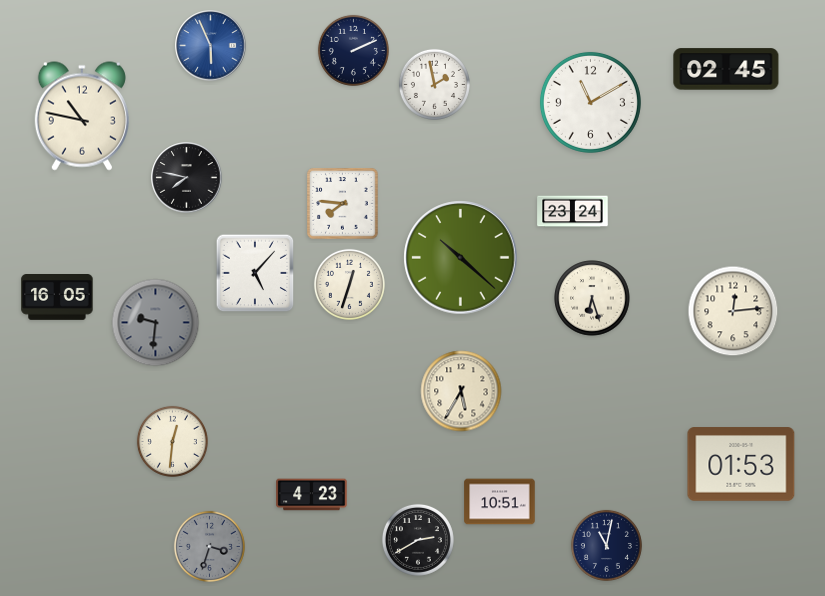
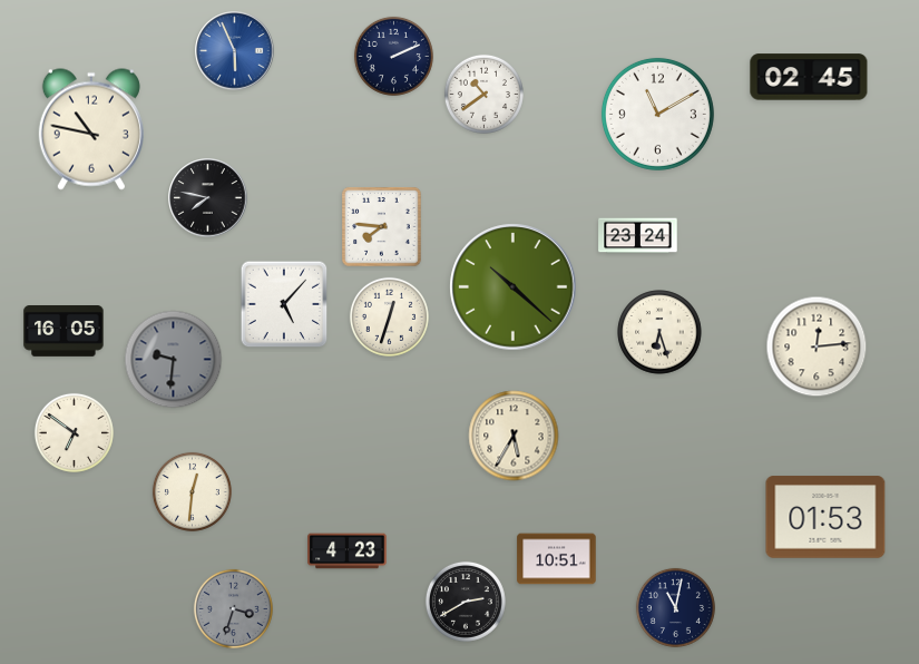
clock at (434, 84): 1:58 -> 10:39
clock at (74, 432): none -> 6:51
